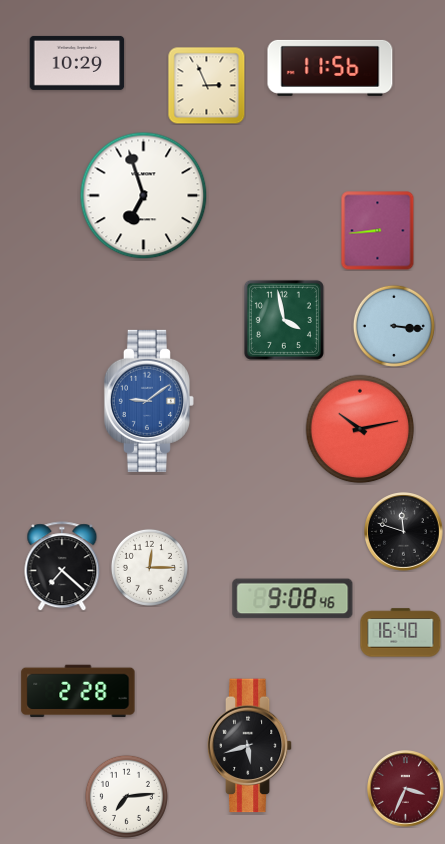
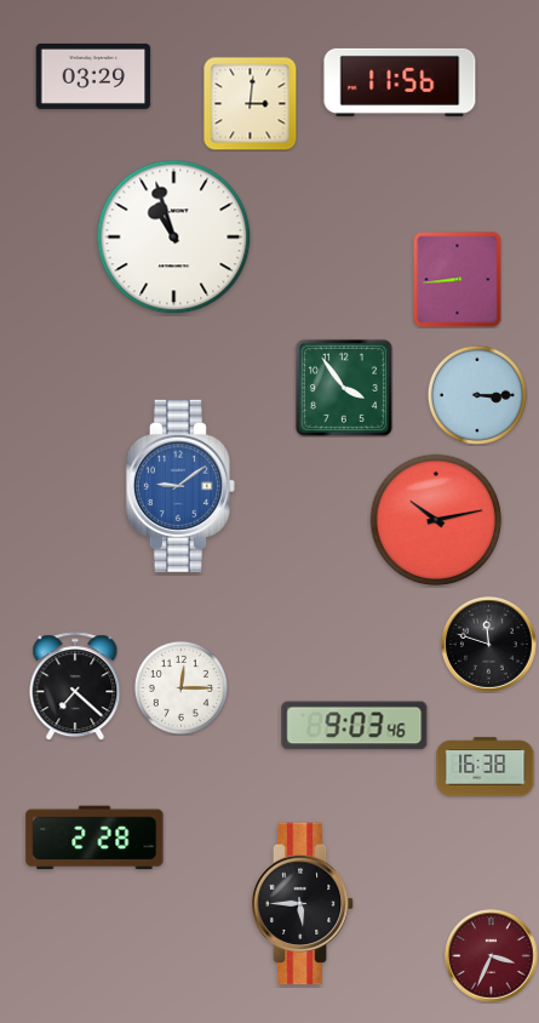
clock at (77, 63): 10:29 -> 03:29
clock at (206, 85): 2:56 -> 3:01
clock at (144, 196): 6:57 -> 10:57
clock at (284, 320): 3:58 -> 3:54
clock at (394, 326): 3:16 -> 3:15
clock at (293, 599): 9:08 -> 9:03
clock at (401, 633): 16:40 -> 16:38
clock at (250, 746): 5:42 -> 5:45
clock at (126, 796): 7:14 -> none
